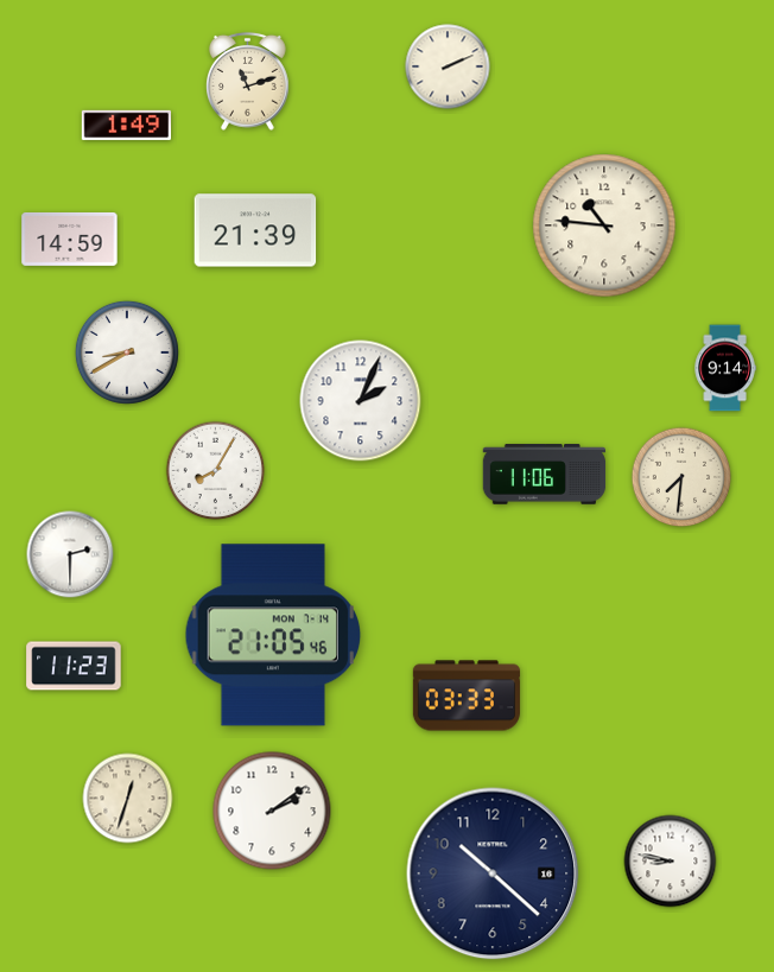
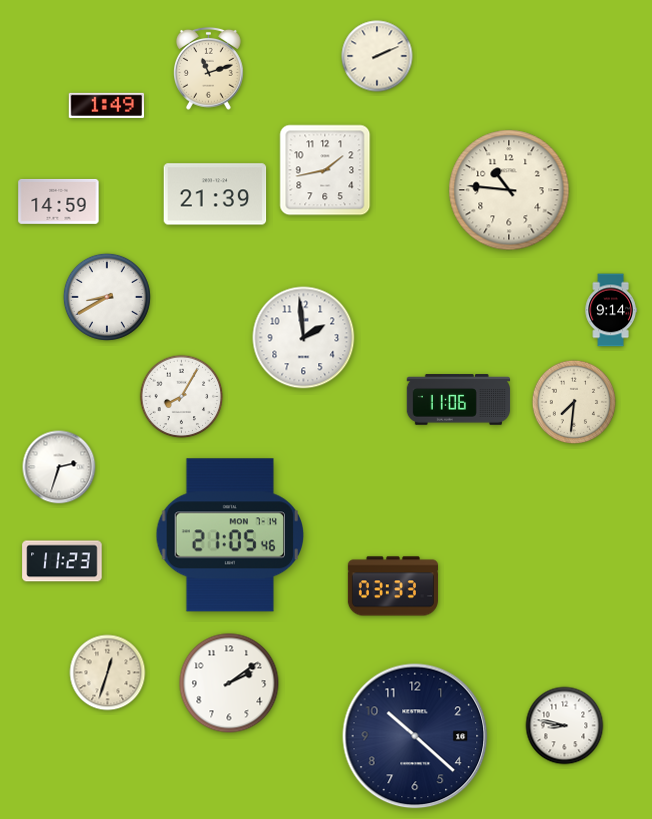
clock at (325, 170): none -> 1:43
clock at (361, 401): 2:04 -> 1:59
clock at (70, 554): 2:30 -> 2:33
